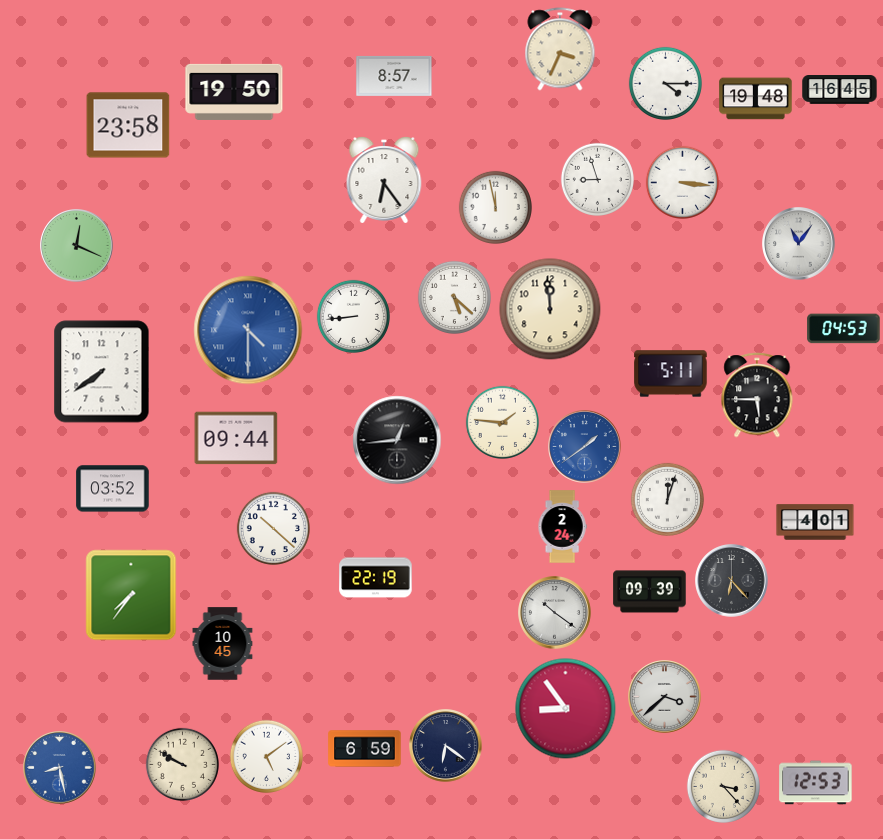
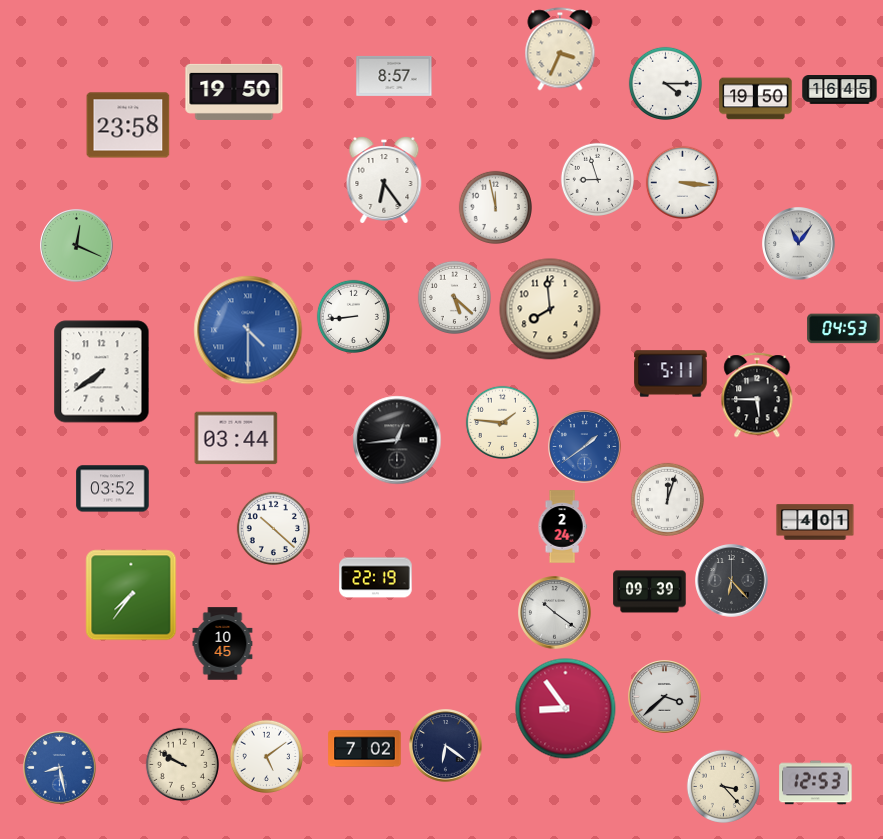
clock at (756, 99): 19:48 -> 19:50
clock at (550, 309): 11:59 -> 7:59
clock at (236, 438): 09:44 -> 03:44
clock at (365, 749): 6:59 -> 7:02
